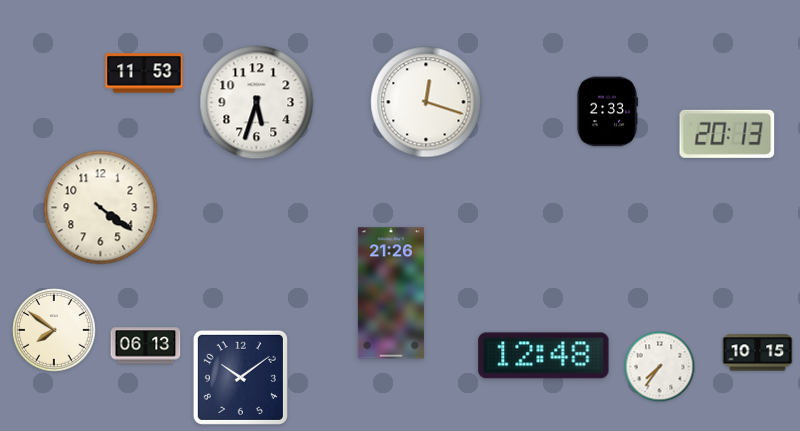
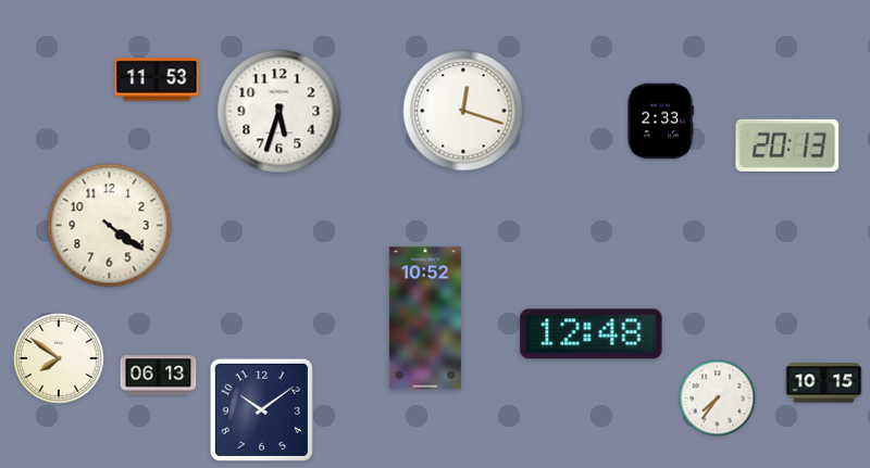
clock at (727, 134) position: (727, 134) -> (787, 146)
clock at (391, 293): 21:26 -> 10:52
clock at (544, 356) position: (544, 356) -> (592, 334)
